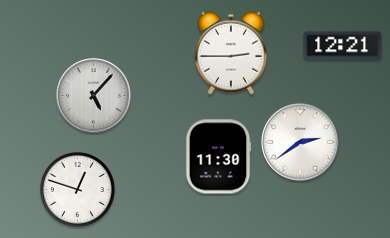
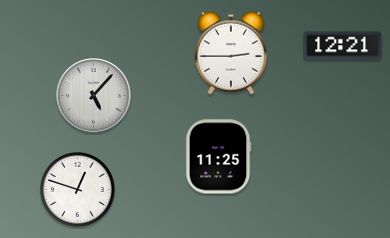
clock at (300, 142): 2:39 -> none
clock at (218, 157): 11:30 -> 11:25
